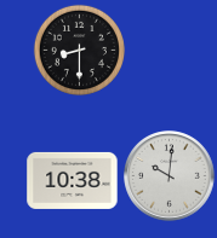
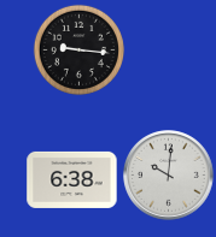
clock at (79, 50): 8:30 -> 9:16
clock at (73, 180): 10:38 -> 6:38
